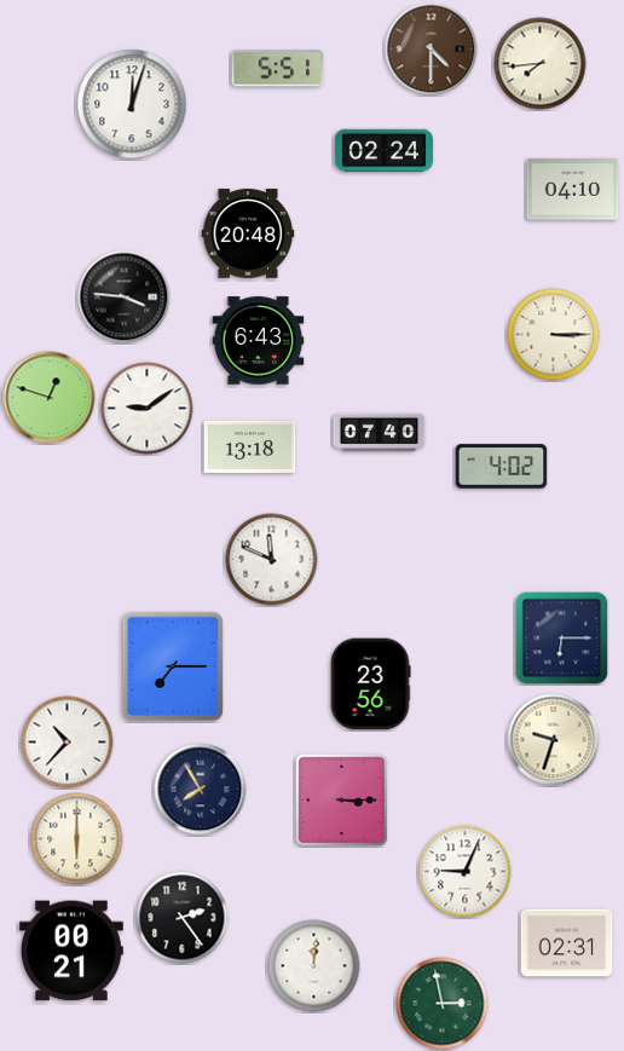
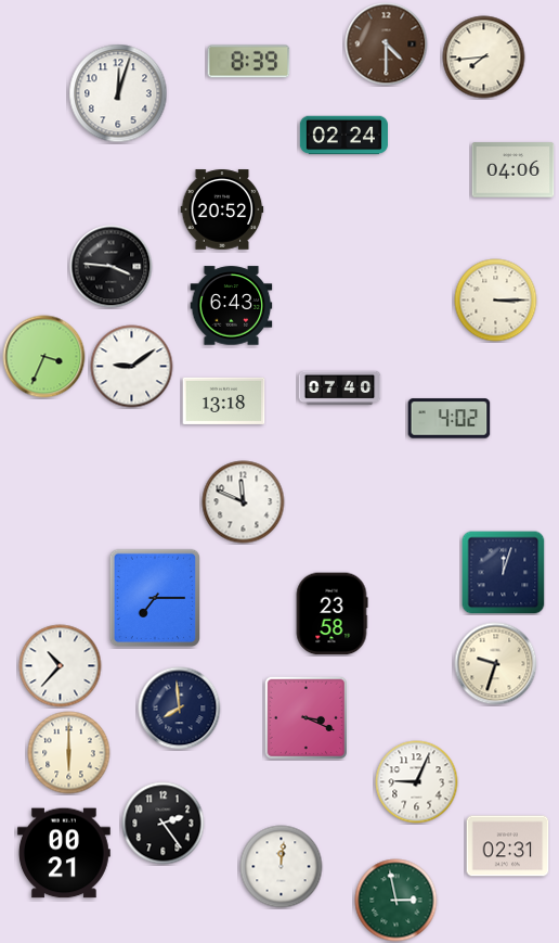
clock at (278, 69): 5:51 -> 8:39
clock at (573, 190): 04:10 -> 04:06
clock at (248, 233): 20:48 -> 20:52
clock at (50, 398): 12:48 -> 3:34
clock at (562, 639): 6:15 -> 12:03
clock at (370, 685): 23:56 -> 23:58
clock at (201, 790): 7:55 -> 7:59
clock at (341, 799): 3:15 -> 3:19
